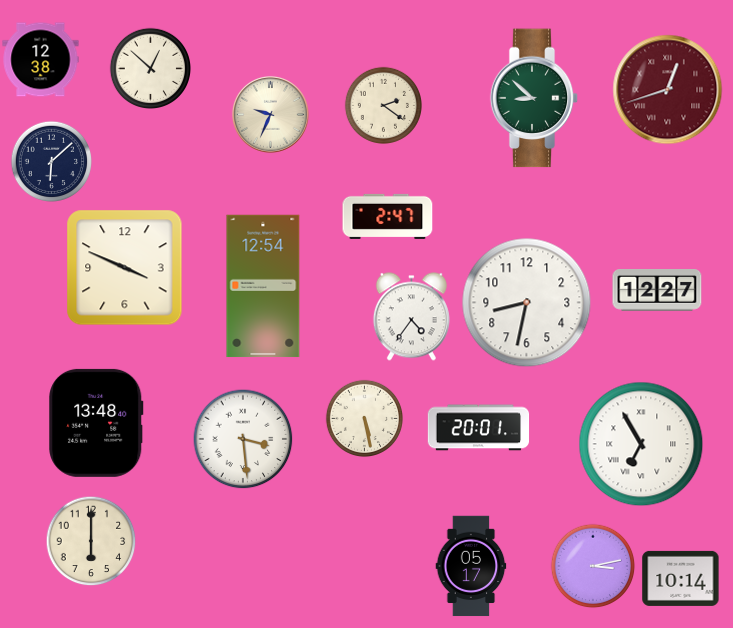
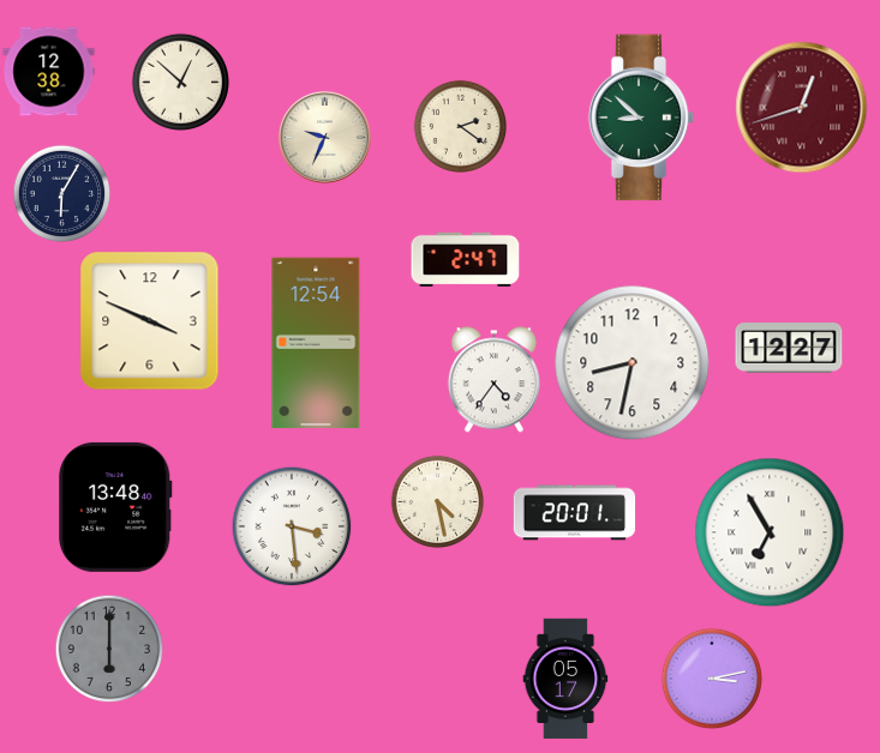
clock at (51, 161): 6:08 -> 6:05
clock at (364, 418): 5:28 -> 4:28
clock at (91, 541) dial: cream -> grey
clock at (681, 578): 10:14 -> none
